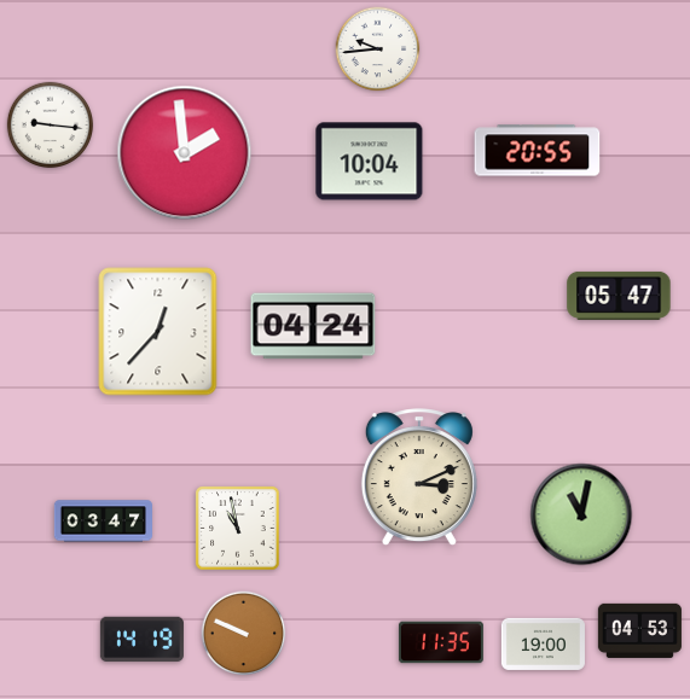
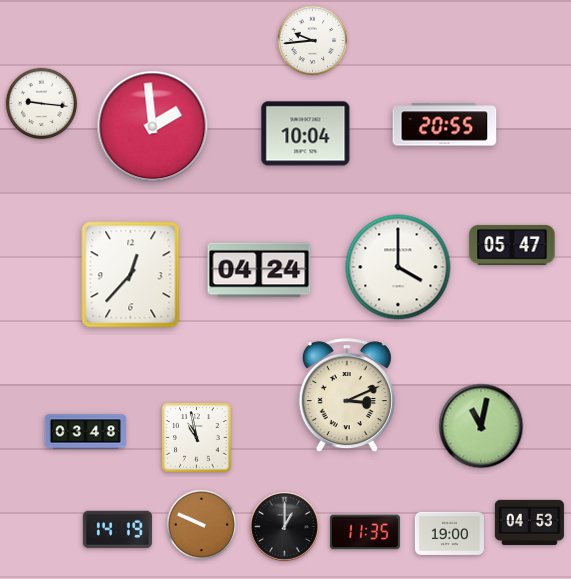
clock at (398, 267): none -> 4:00
clock at (103, 522): 03:47 -> 03:48
clock at (284, 526): none -> 1:00
